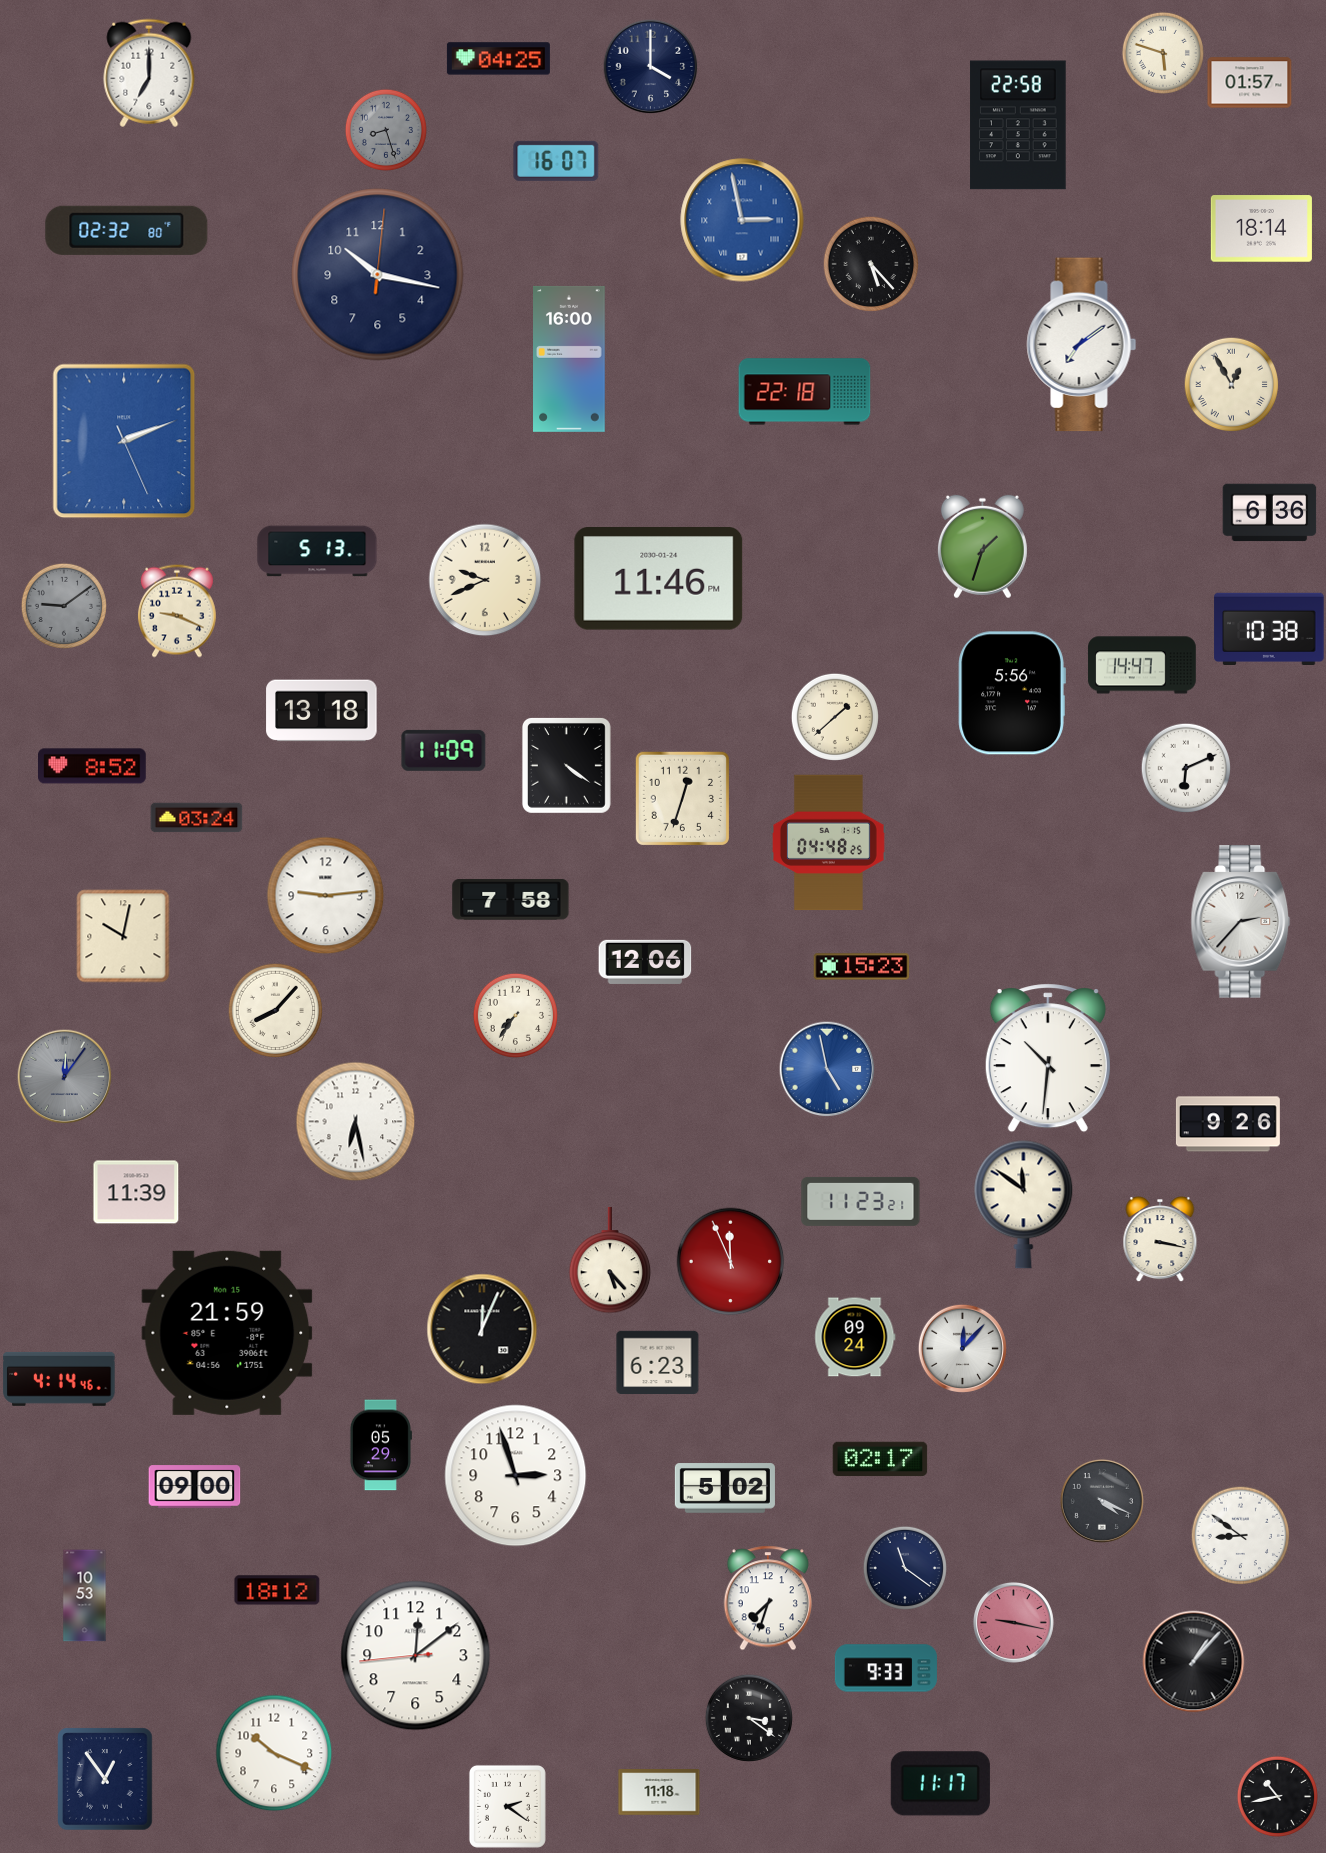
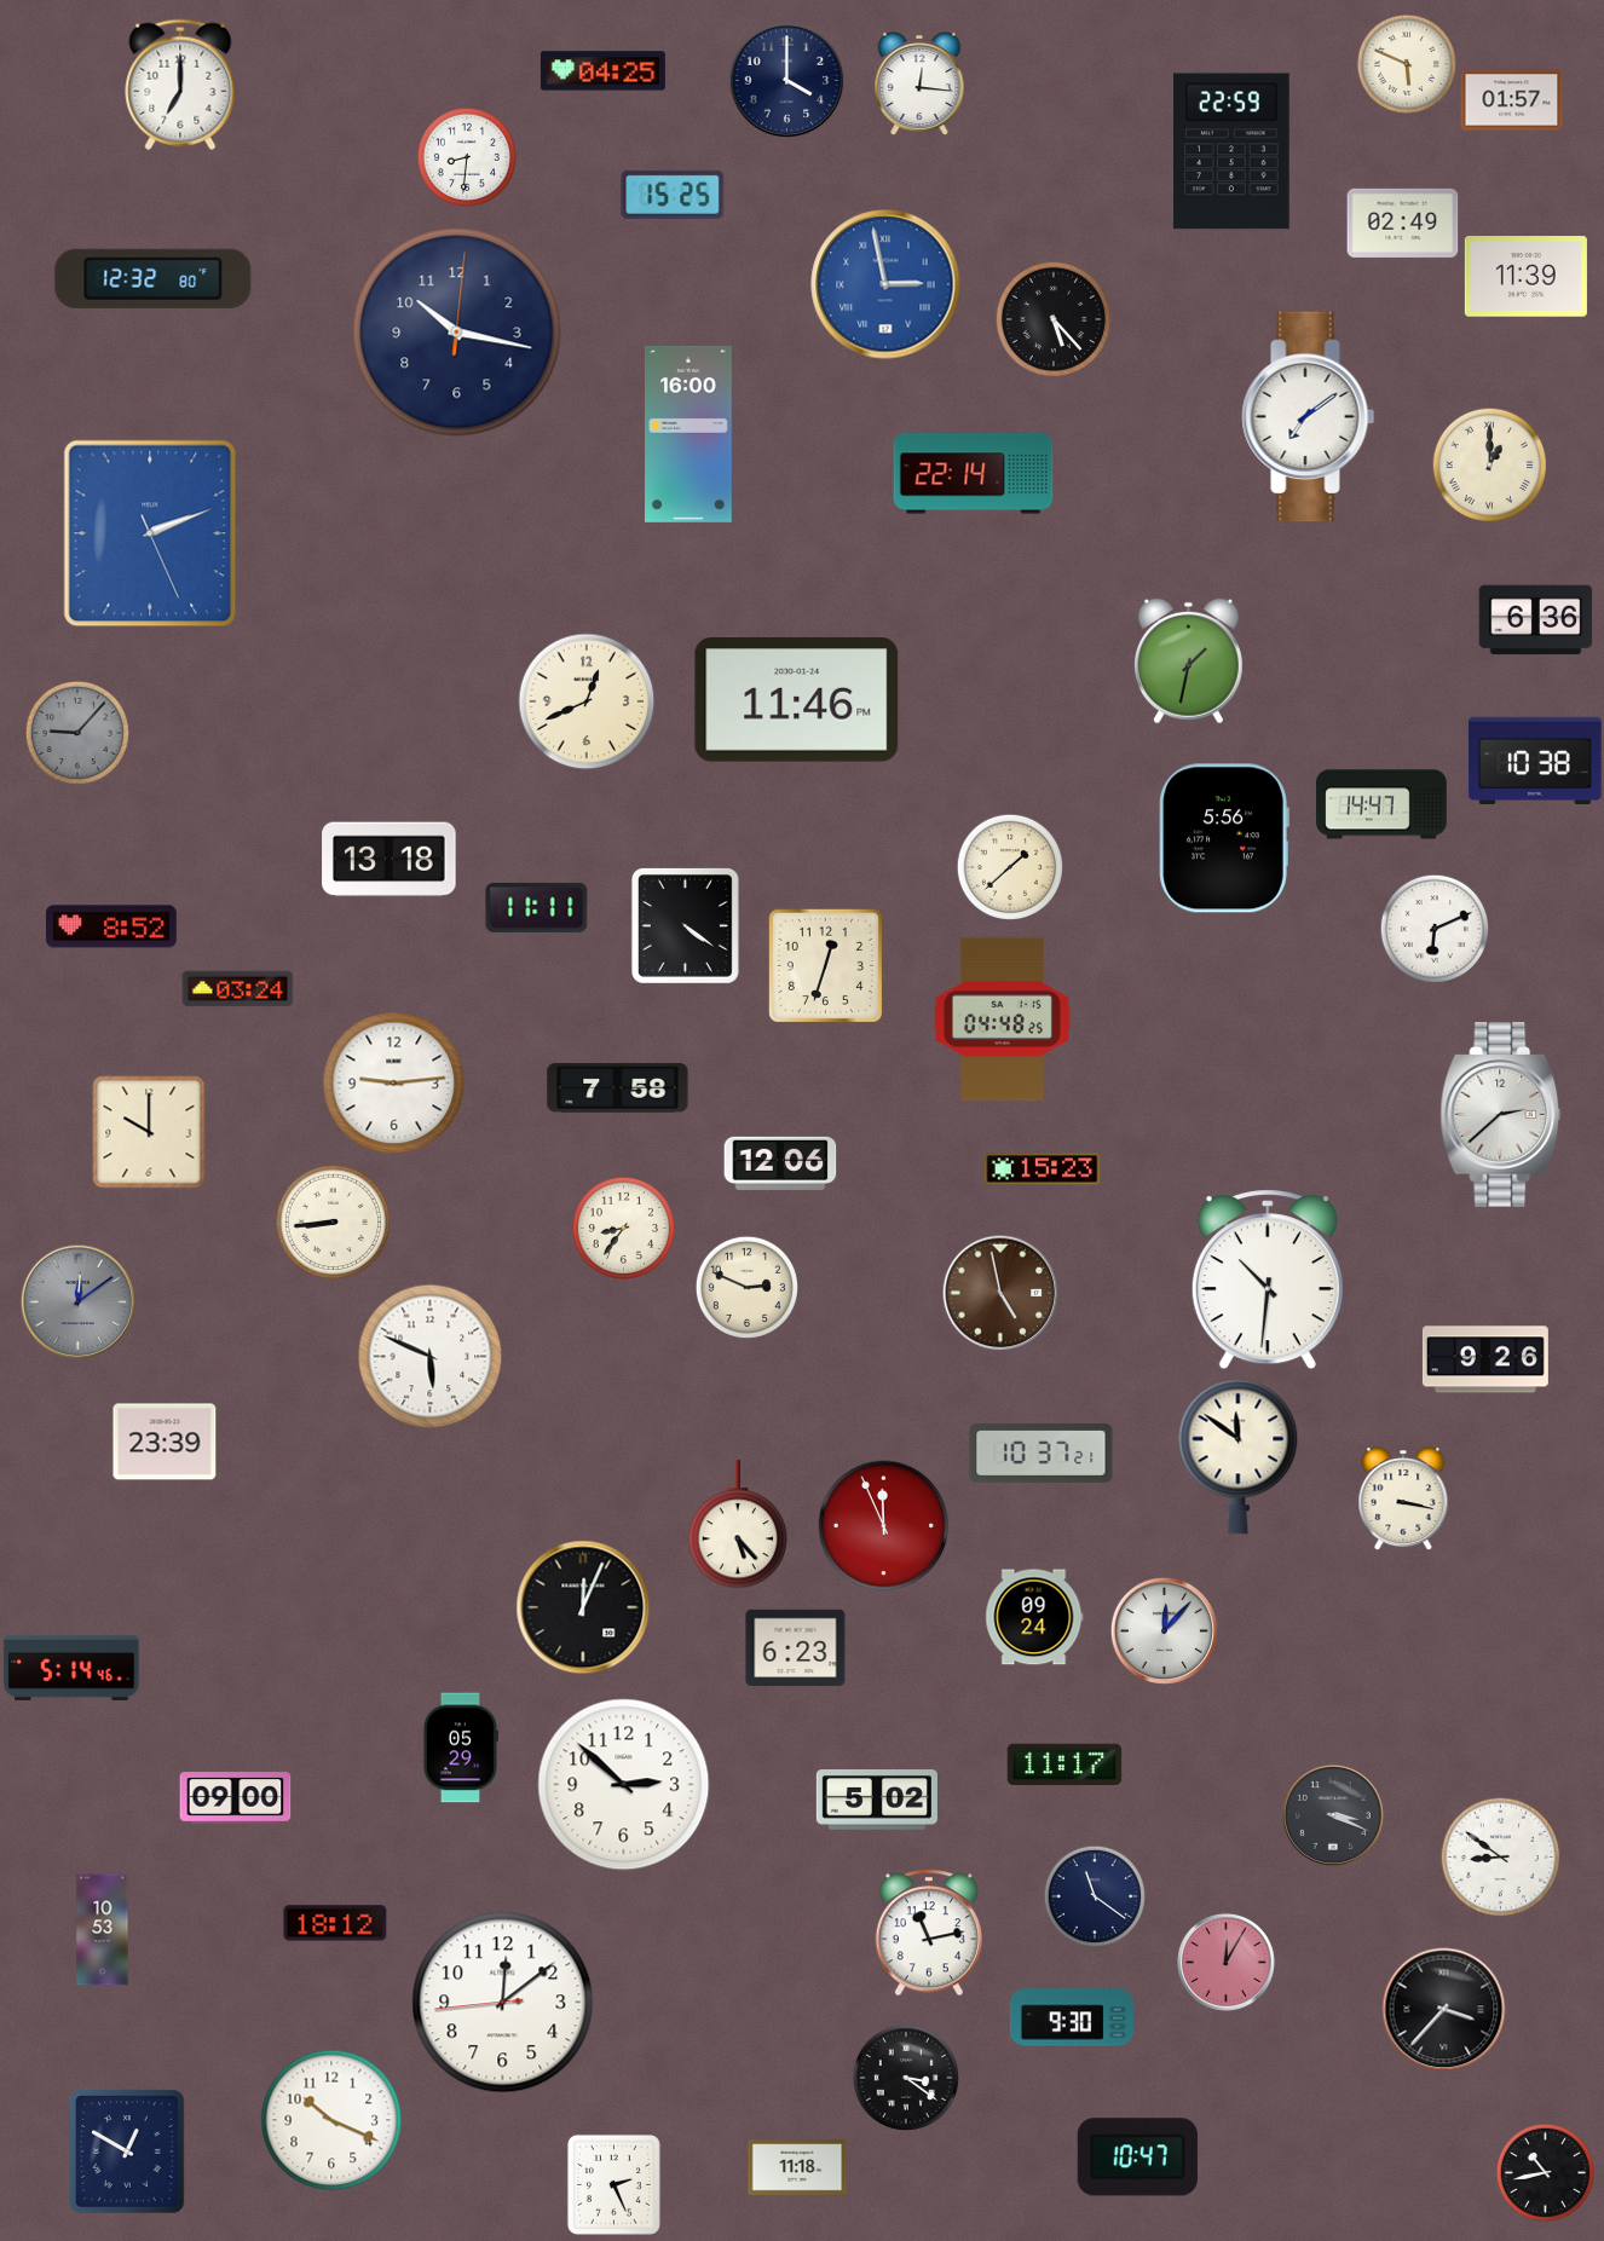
clock at (1163, 53): 5:48 -> 5:49
clock at (919, 85): none -> 12:16
clock at (149, 73) position: (149, 73) -> (180, 85)
clock at (1018, 125): 22:58 -> 22:59
clock at (386, 130): 8:27 -> 8:31
clock at (386, 130) dial: grey -> white
clock at (556, 161): 16:07 -> 15:25
clock at (1403, 223): none -> 02:49
clock at (742, 220) position: (742, 220) -> (885, 284)
clock at (1261, 229): 18:14 -> 11:39
clock at (127, 230): 02:32 -> 12:32
clock at (1231, 384): 12:55 -> 1:00
clock at (805, 392): 22:18 -> 22:14
clock at (982, 547): 1:33 -> 1:32
clock at (317, 551): 5:13 -> none
clock at (485, 580): 9:41 -> 12:41
clock at (64, 606): 9:09 -> 9:07
clock at (177, 611): 9:19 -> none
clock at (444, 750): 11:09 -> 11:11
clock at (1241, 922): 2:37 -> 2:38
clock at (123, 936): 10:02 -> 10:00
clock at (275, 1010): 8:07 -> 8:44
clock at (515, 1015): 7:36 -> 8:36
clock at (746, 1287): none -> 2:49
clock at (827, 1069) dial: blue -> brown
clock at (64, 1076): 12:06 -> 12:09
clock at (356, 1122): 6:28 -> 5:49
clock at (136, 1192): 11:39 -> 23:39
clock at (861, 1201): 11:23 -> 10:37
clock at (227, 1333): 21:59 -> none
clock at (59, 1379): 4:14 -> 5:14
clock at (880, 1459): 02:17 -> 11:17
clock at (516, 1476): 2:57 -> 2:52
clock at (1102, 1501): 4:19 -> 3:19
clock at (767, 1598): 7:33 -> 11:13
clock at (1013, 1622): 9:17 -> 12:05
clock at (1194, 1662): 1:07 -> 3:37
clock at (886, 1668): 9:33 -> 9:30
clock at (105, 1779): 12:54 -> 12:50
clock at (940, 1784): 11:17 -> 10:47
clock at (507, 1806): 2:21 -> 2:26
